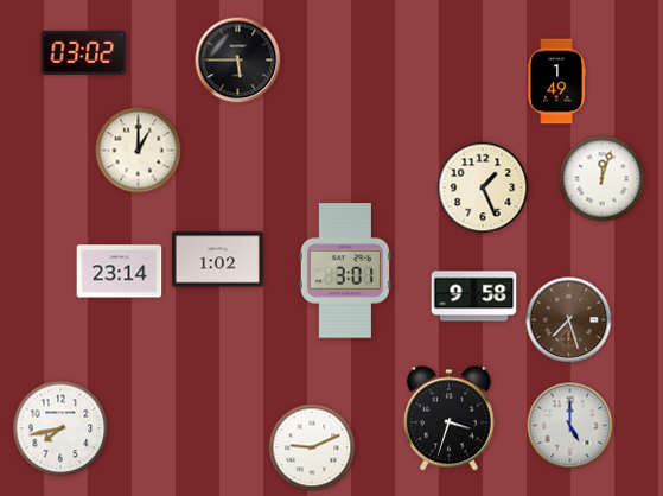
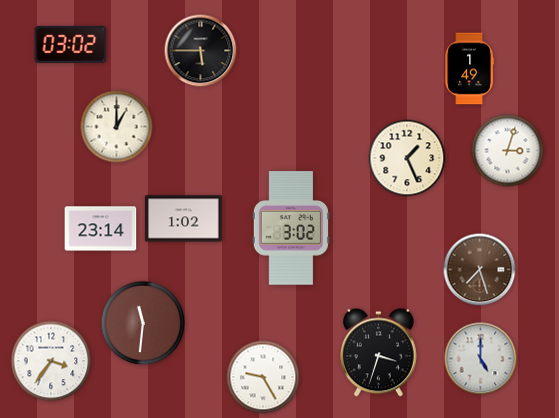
clock at (603, 179): 12:03 -> 3:03
clock at (345, 271): 3:01 -> 3:02
clock at (474, 297): 9:58 -> none
clock at (143, 323): none -> 11:31
clock at (60, 428): 7:43 -> 3:36
clock at (312, 447): 9:11 -> 9:25
